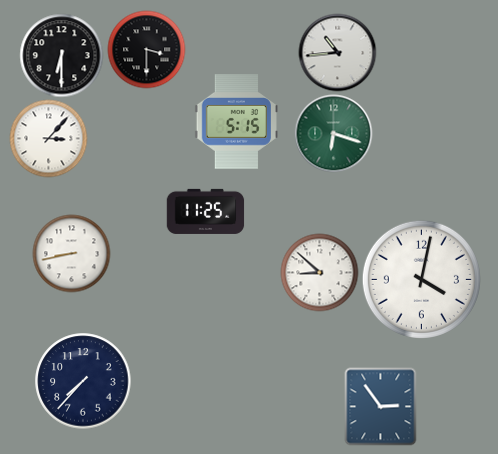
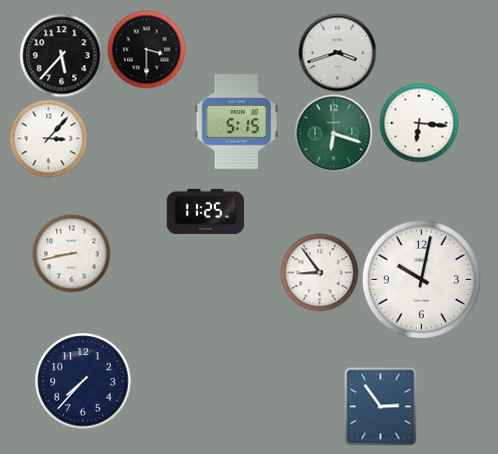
clock at (337, 52): 10:44 -> 3:42
clock at (61, 55): 6:30 -> 5:37
clock at (419, 123): none -> 6:16
clock at (319, 272): 8:52 -> 8:54
clock at (421, 279): 4:02 -> 10:02
